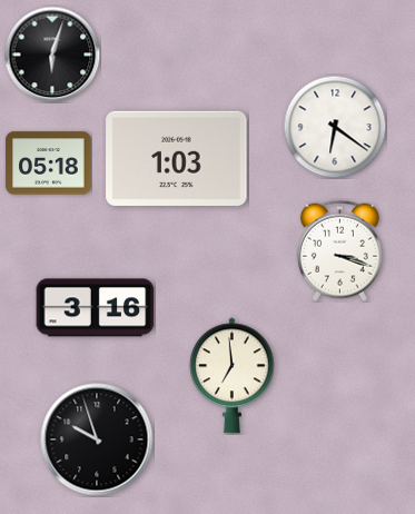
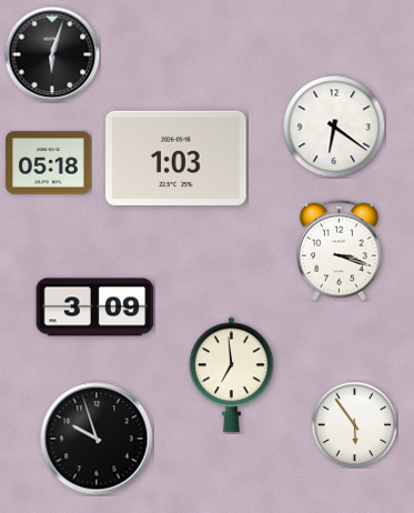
clock at (96, 308): 3:16 -> 3:09
clock at (354, 424): none -> 5:54
